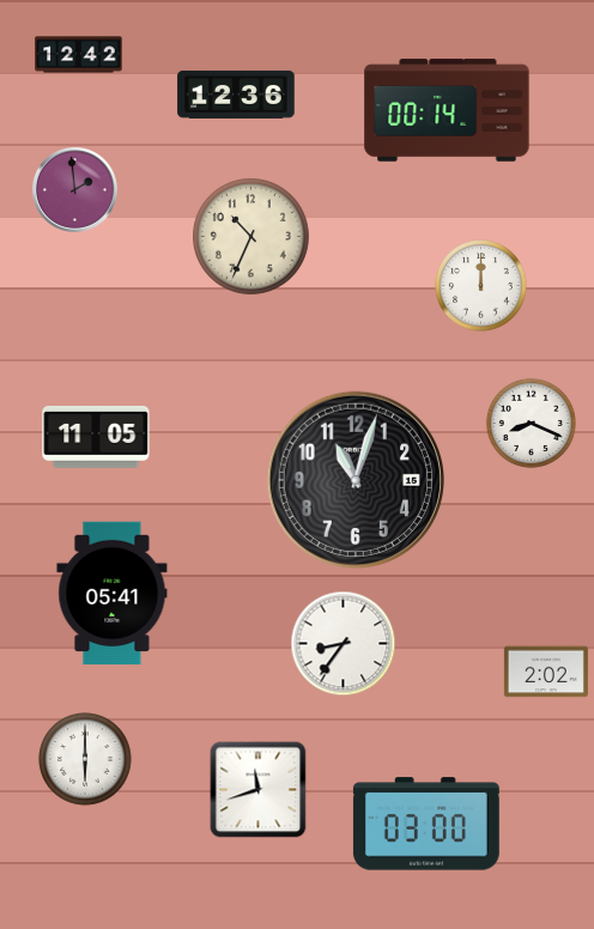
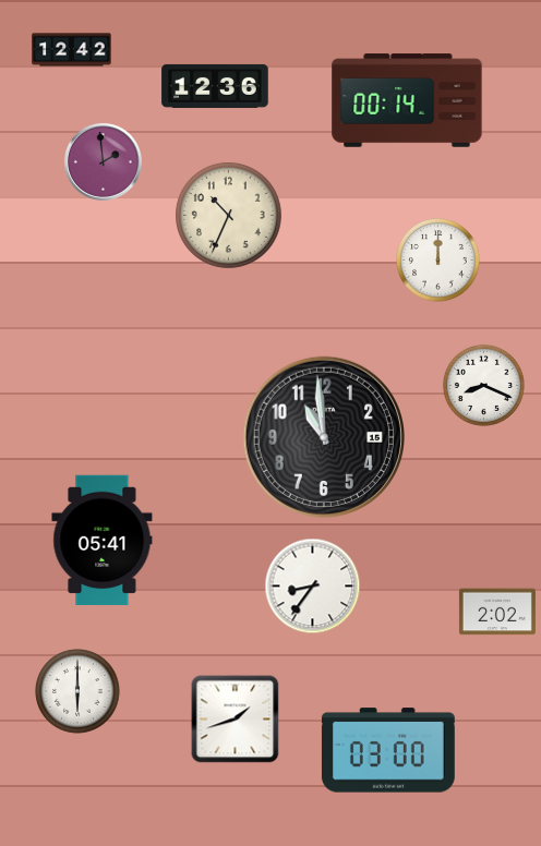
clock at (75, 190) position: (75, 190) -> (104, 162)
clock at (96, 437): 11:05 -> none
clock at (354, 479): 11:03 -> 10:59
clock at (259, 790): 11:42 -> 1:42
